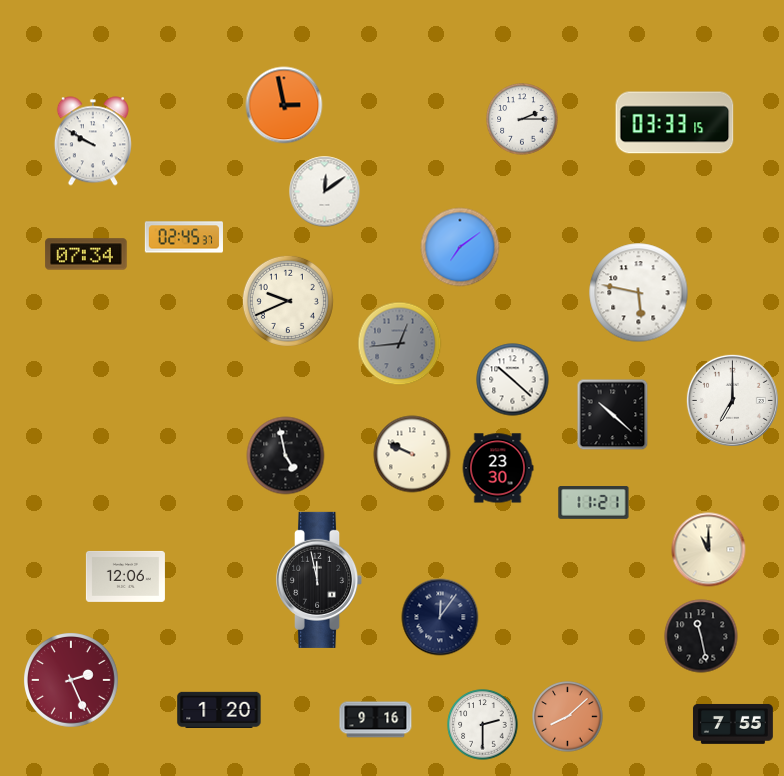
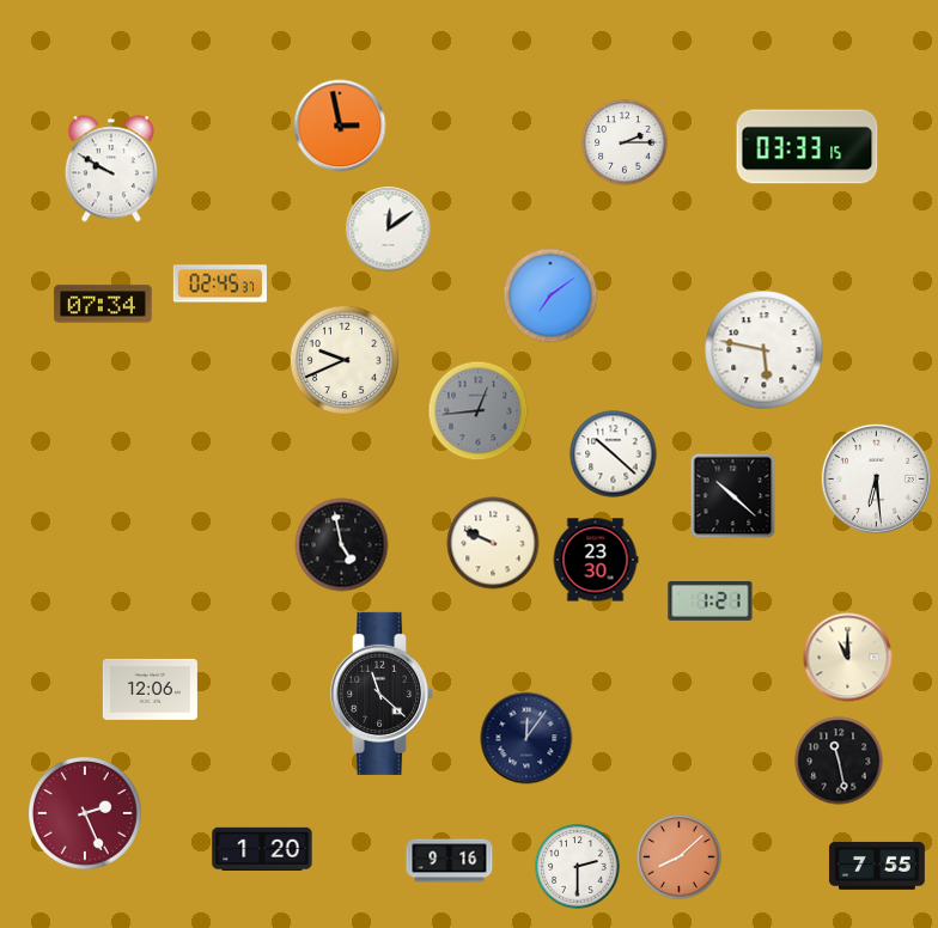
clock at (732, 400): 7:00 -> 6:29
clock at (594, 503): 11:21 -> 1:21
clock at (319, 580): 11:58 -> 11:22
